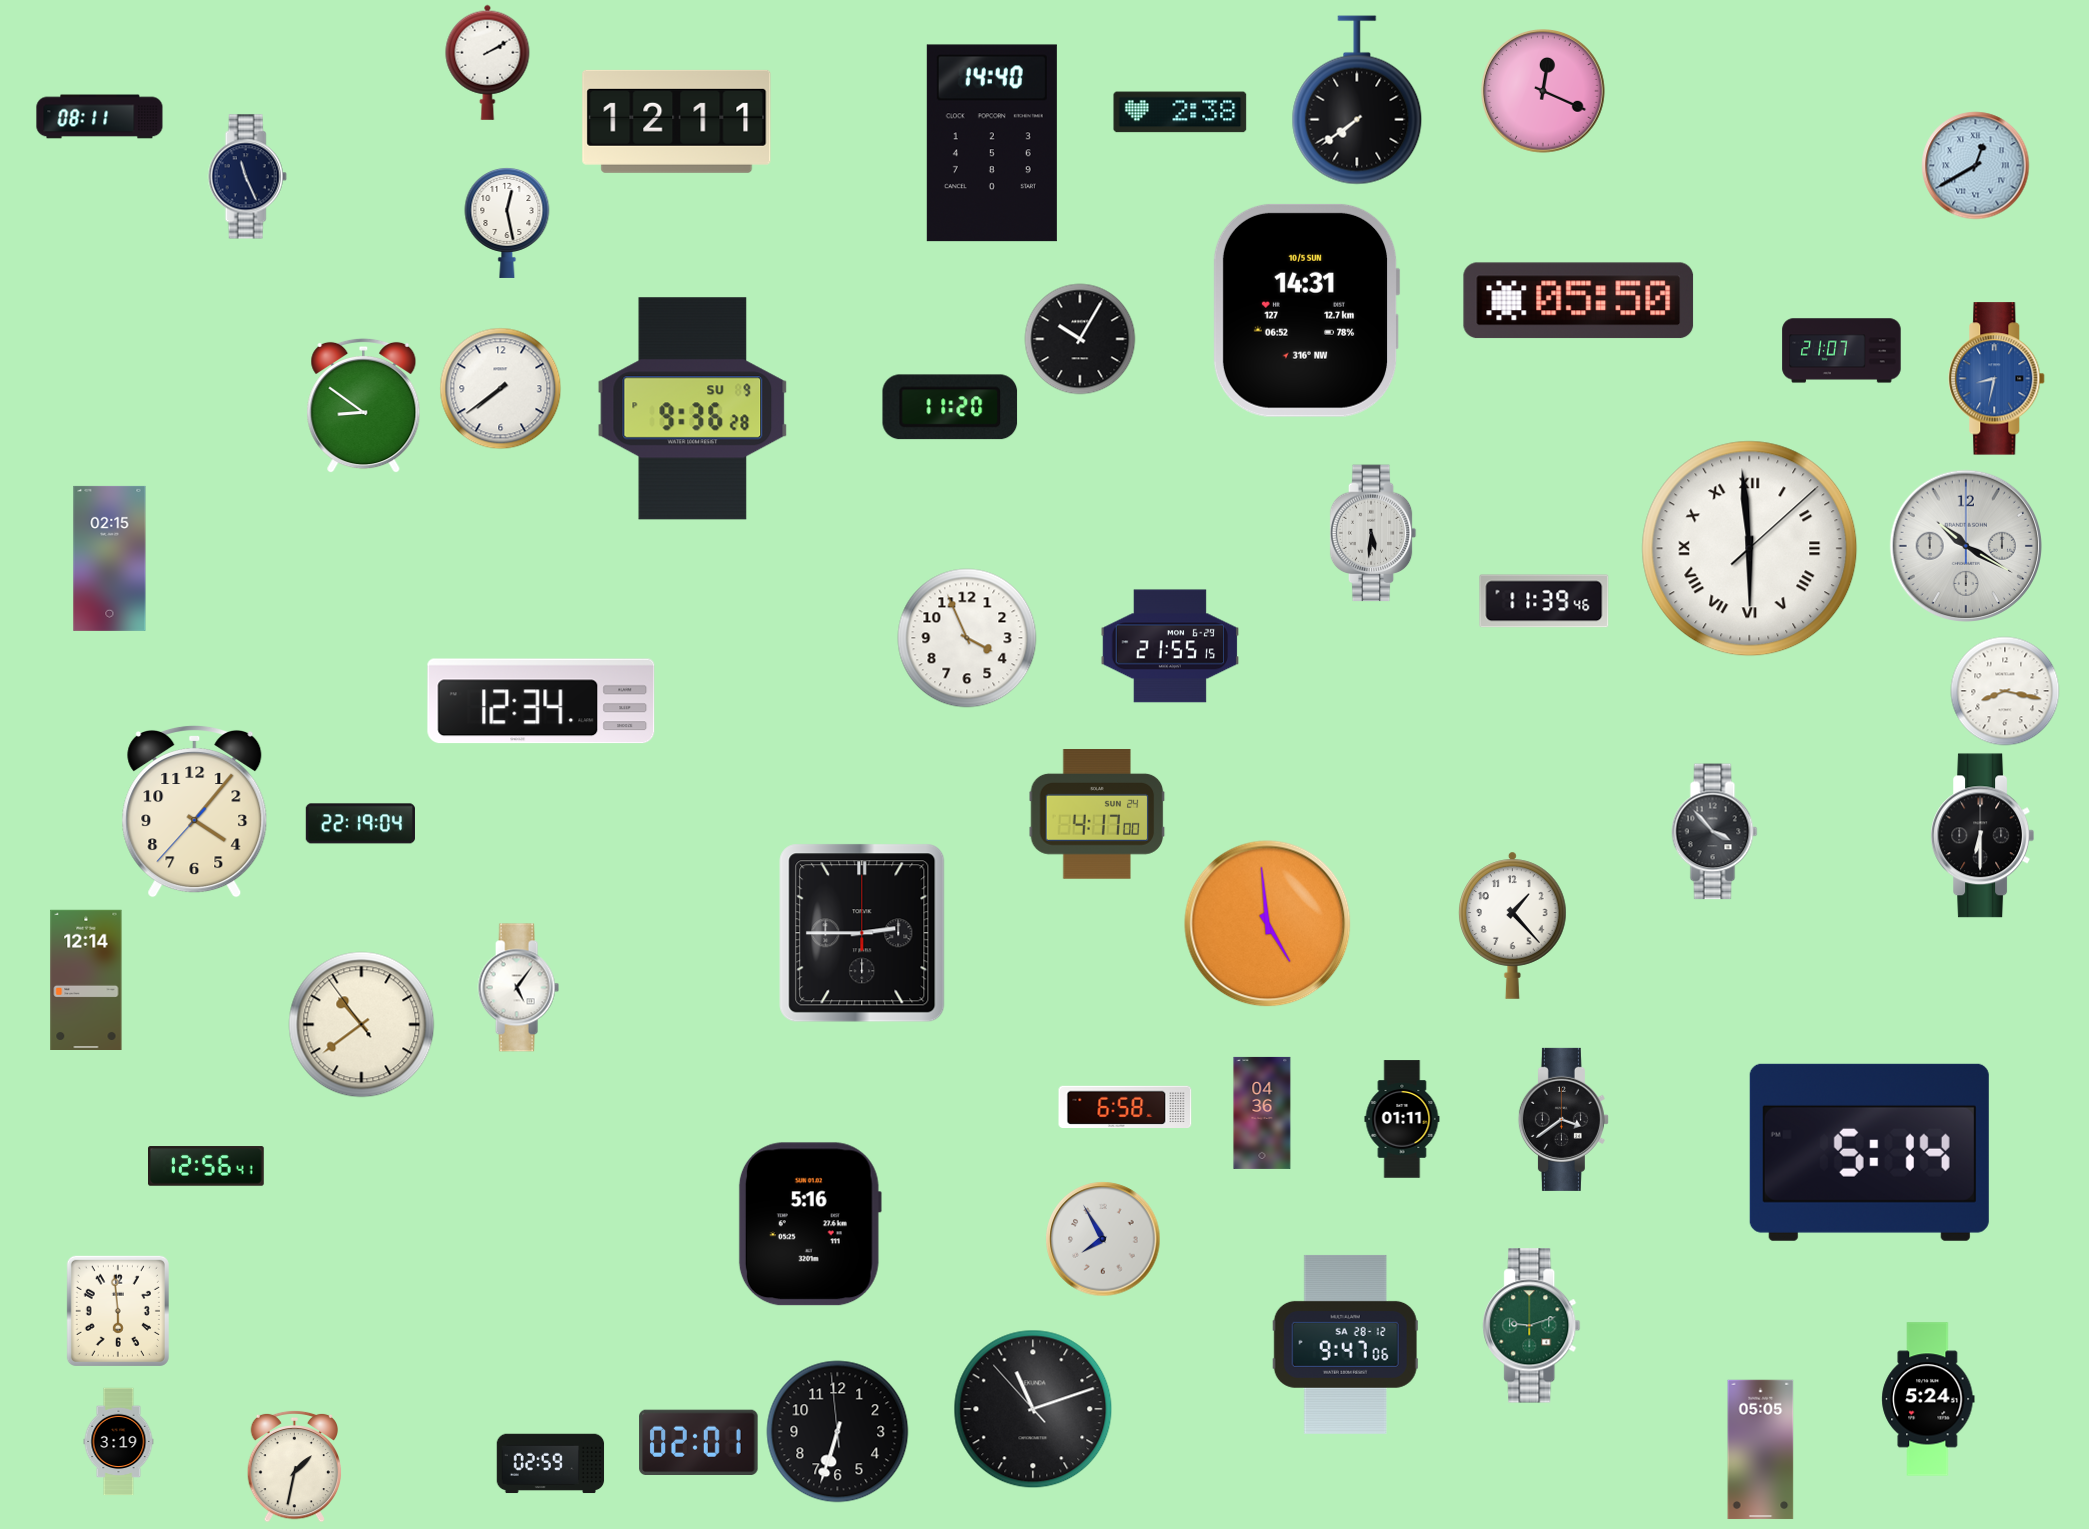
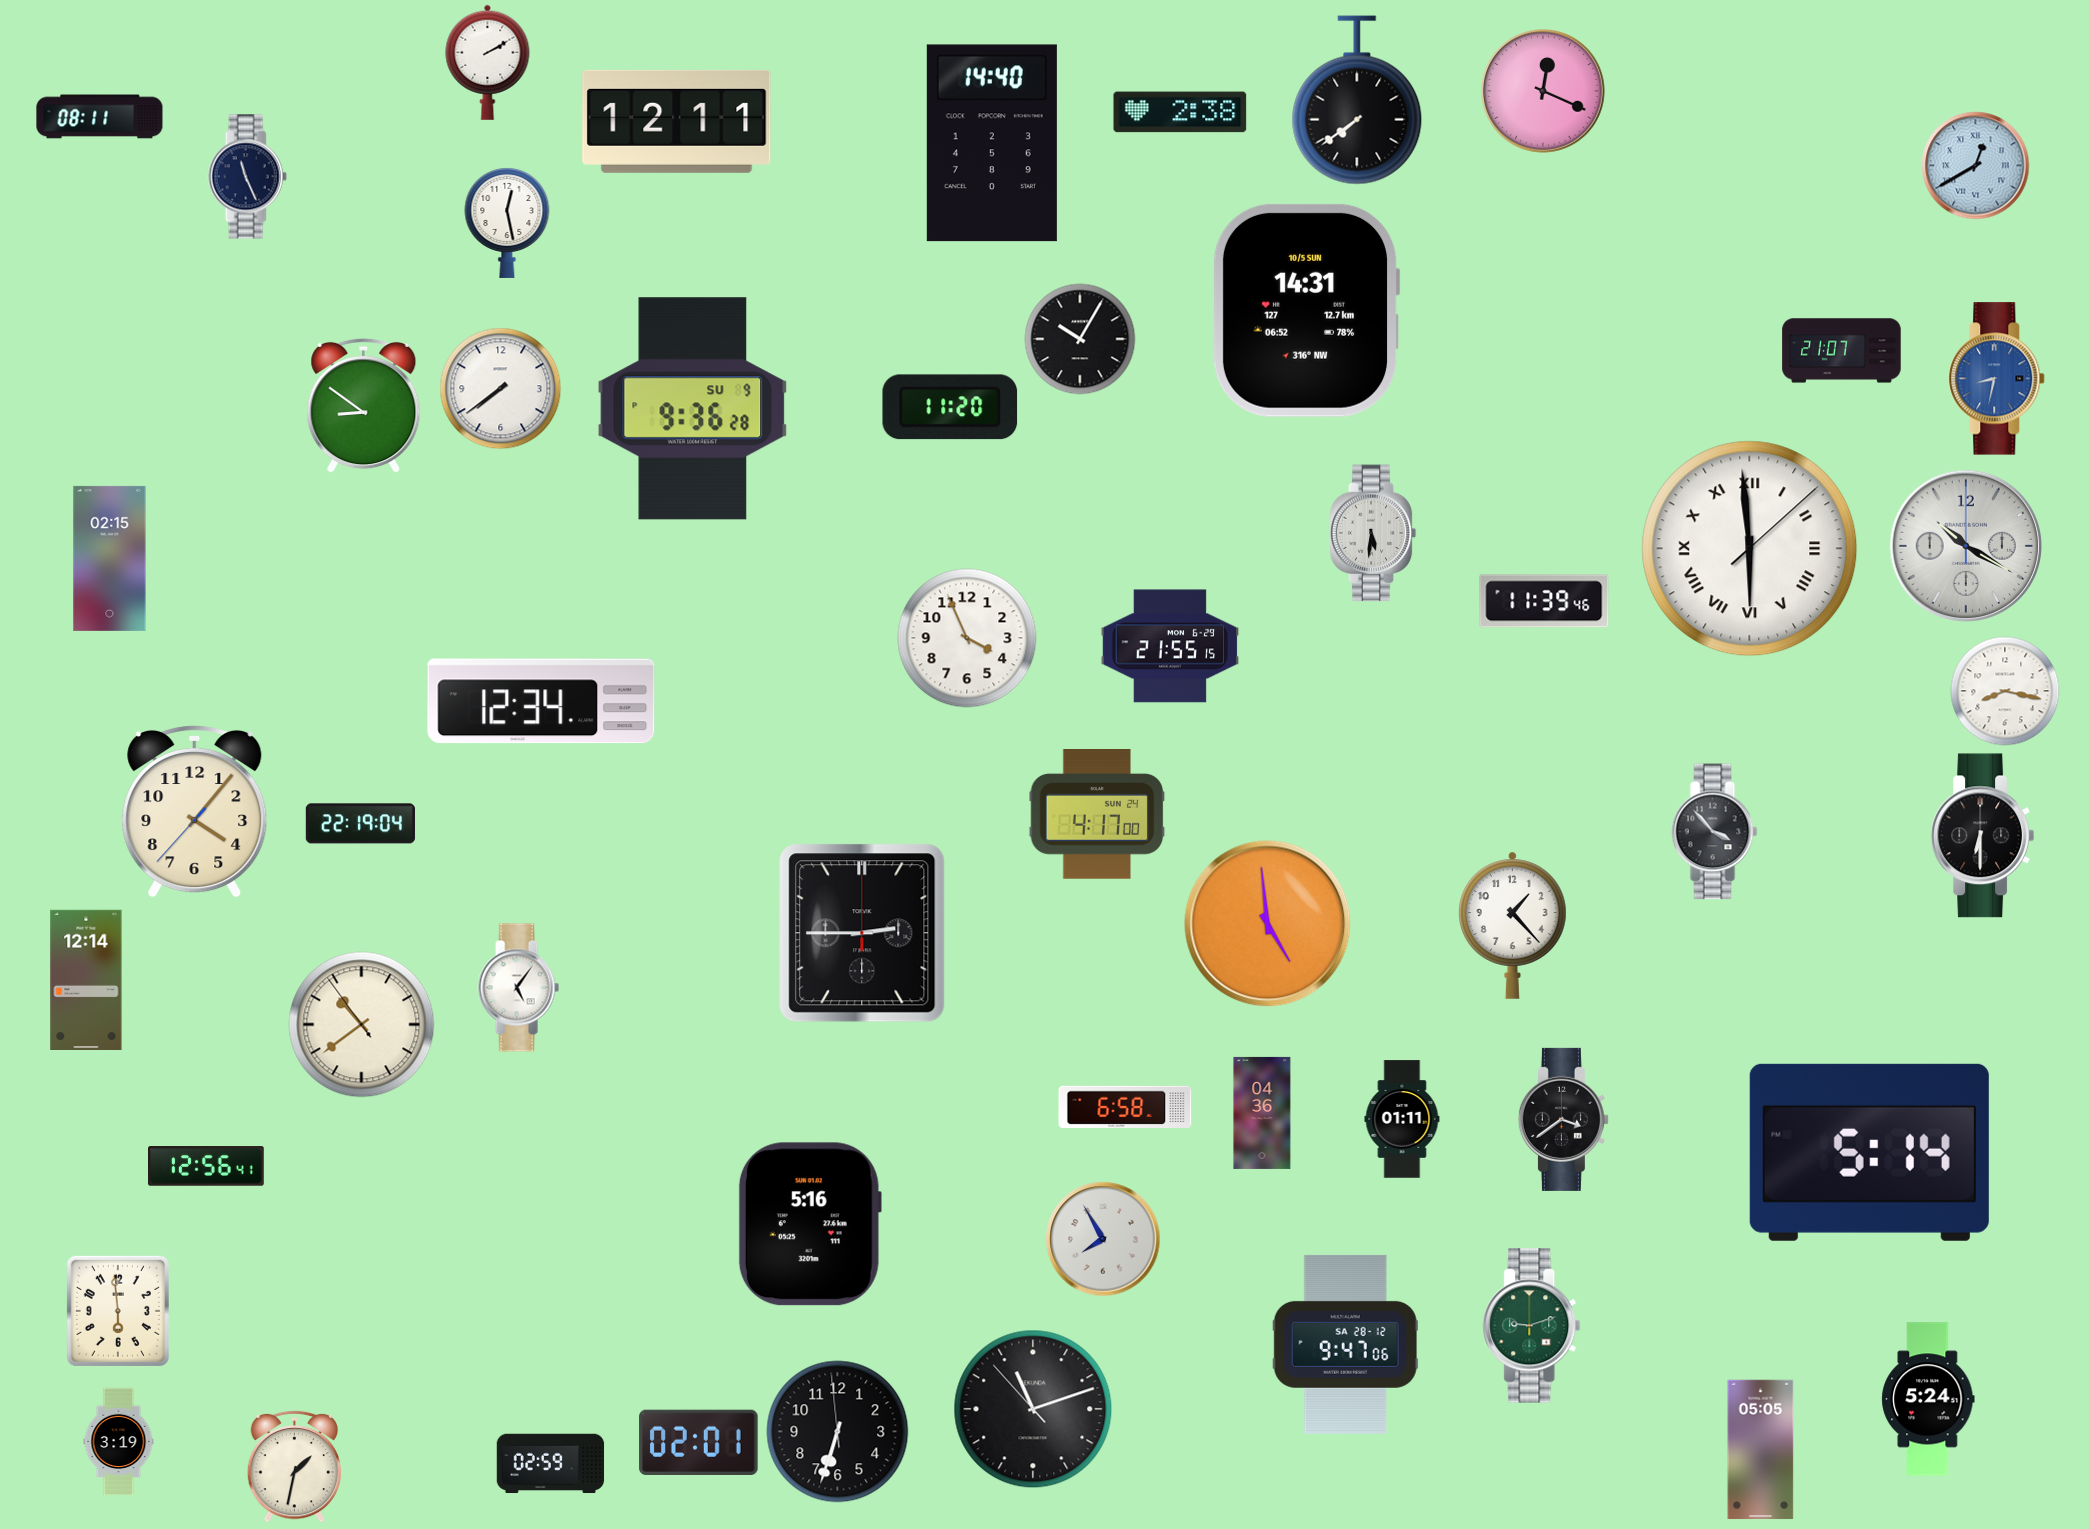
clock at (1579, 301): 05:50 -> none
